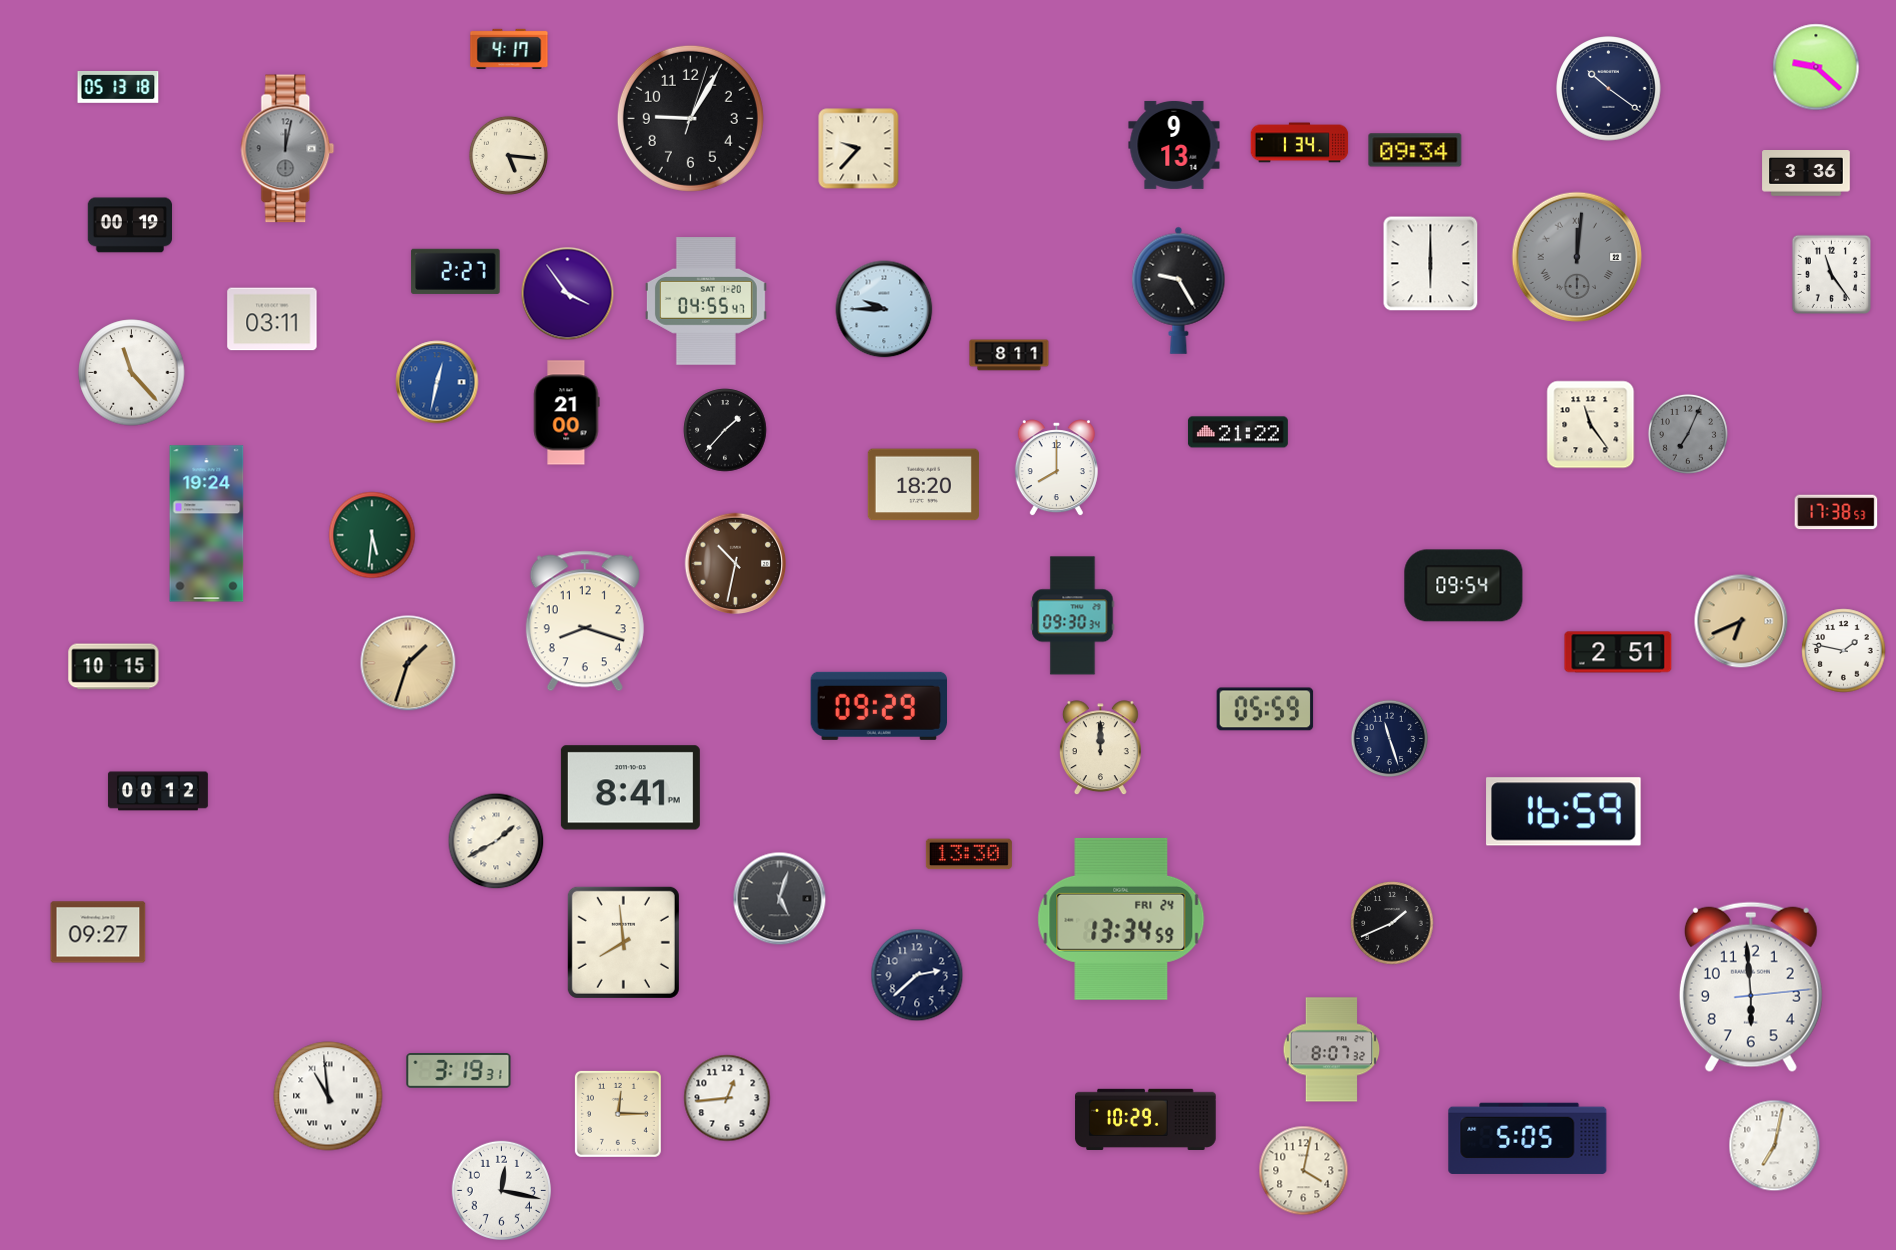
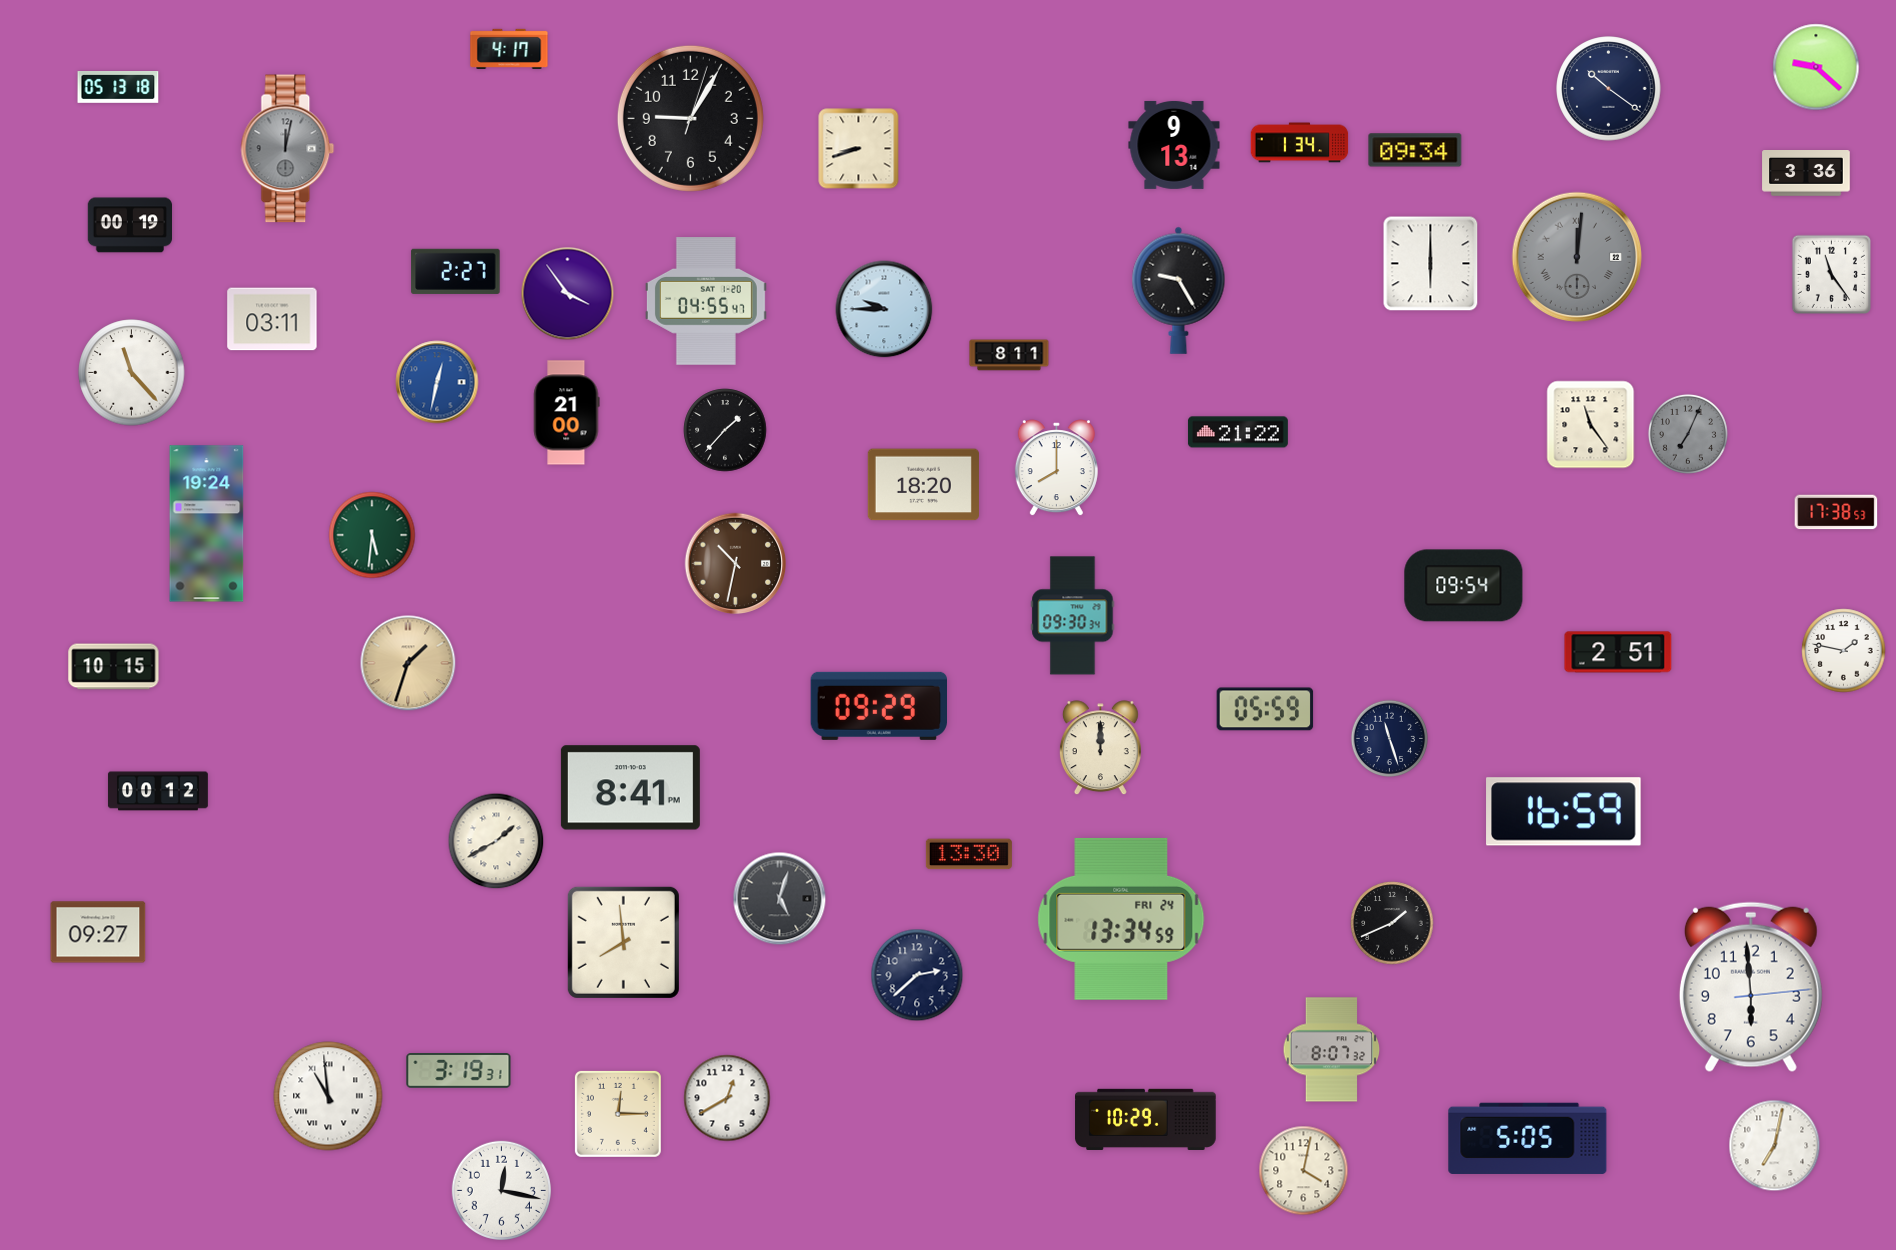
clock at (859, 149): 9:37 -> 8:42
clock at (508, 155): 5:16 -> none
clock at (585, 621): 8:18 -> none
clock at (1741, 621): 6:41 -> none
clock at (727, 1098): 12:44 -> 12:40
